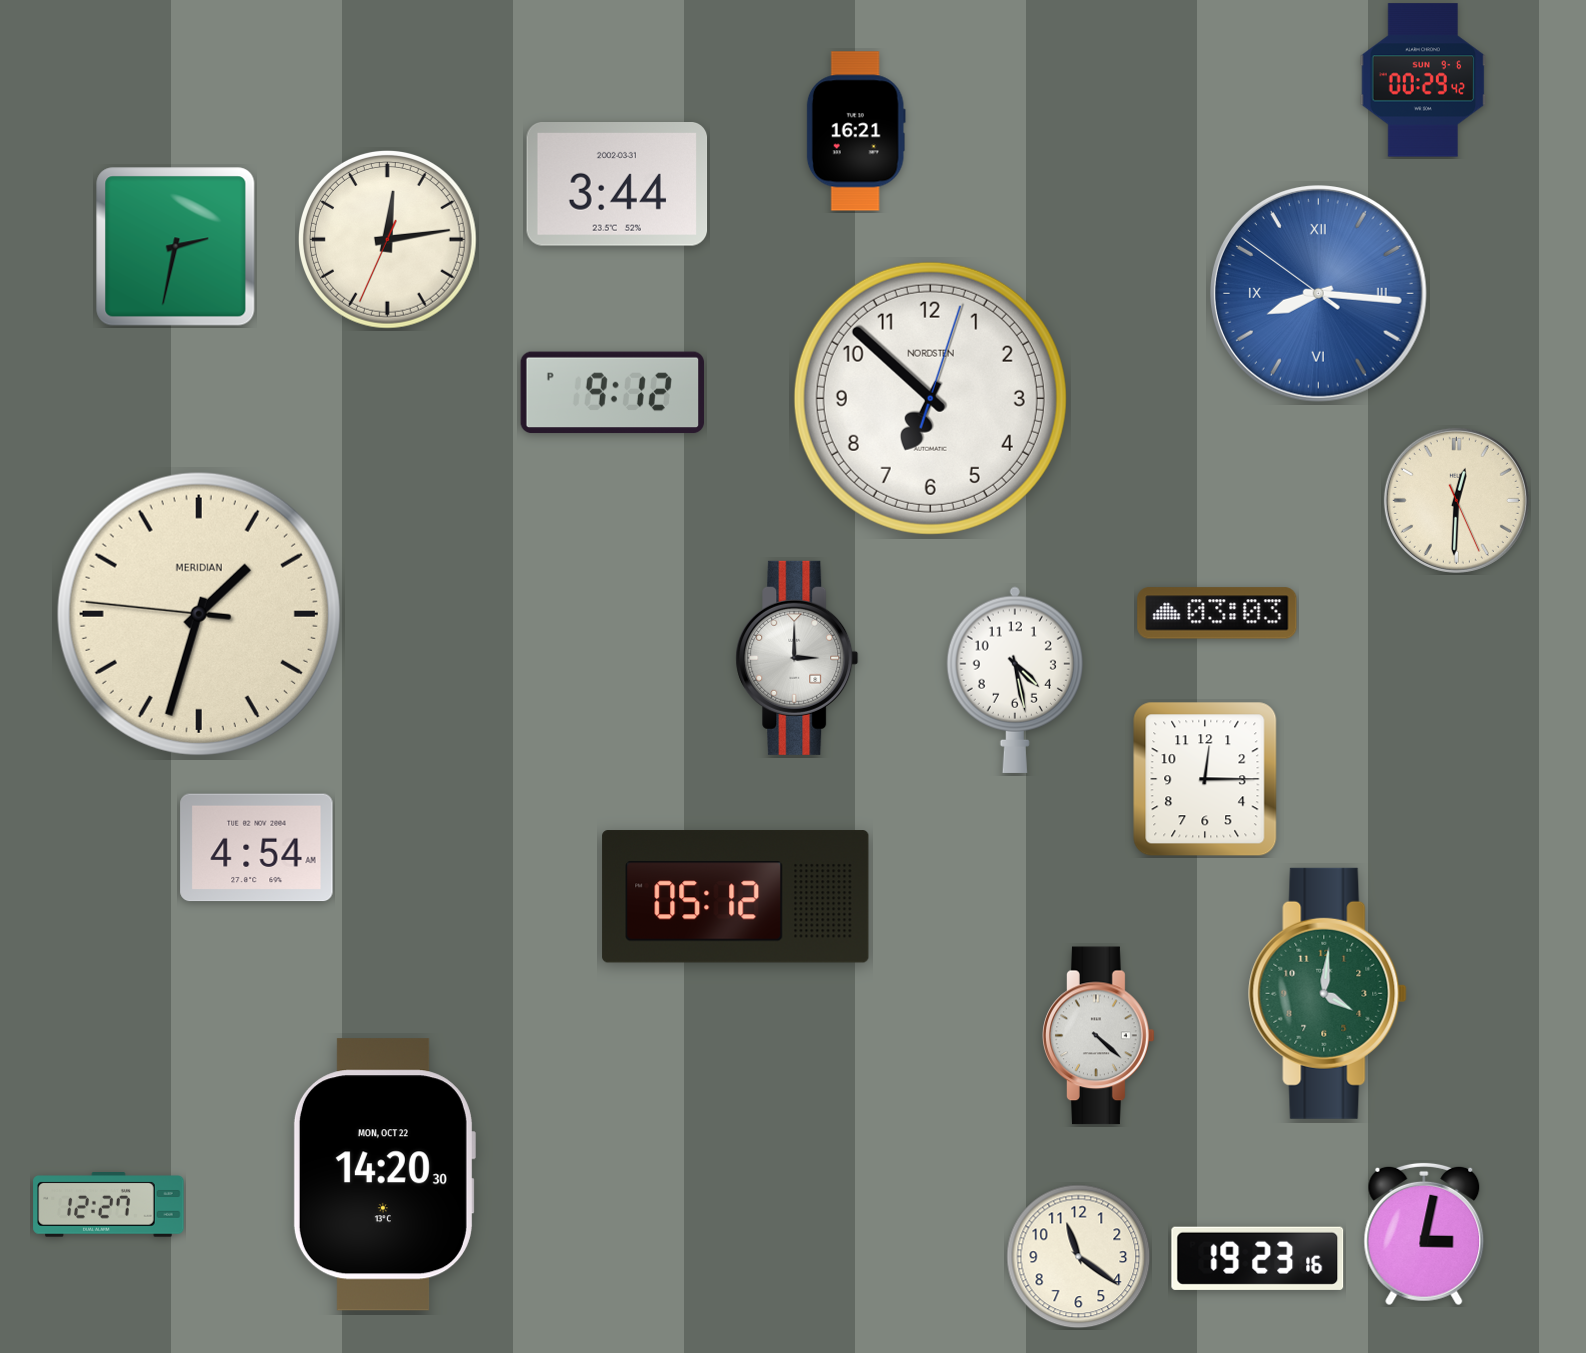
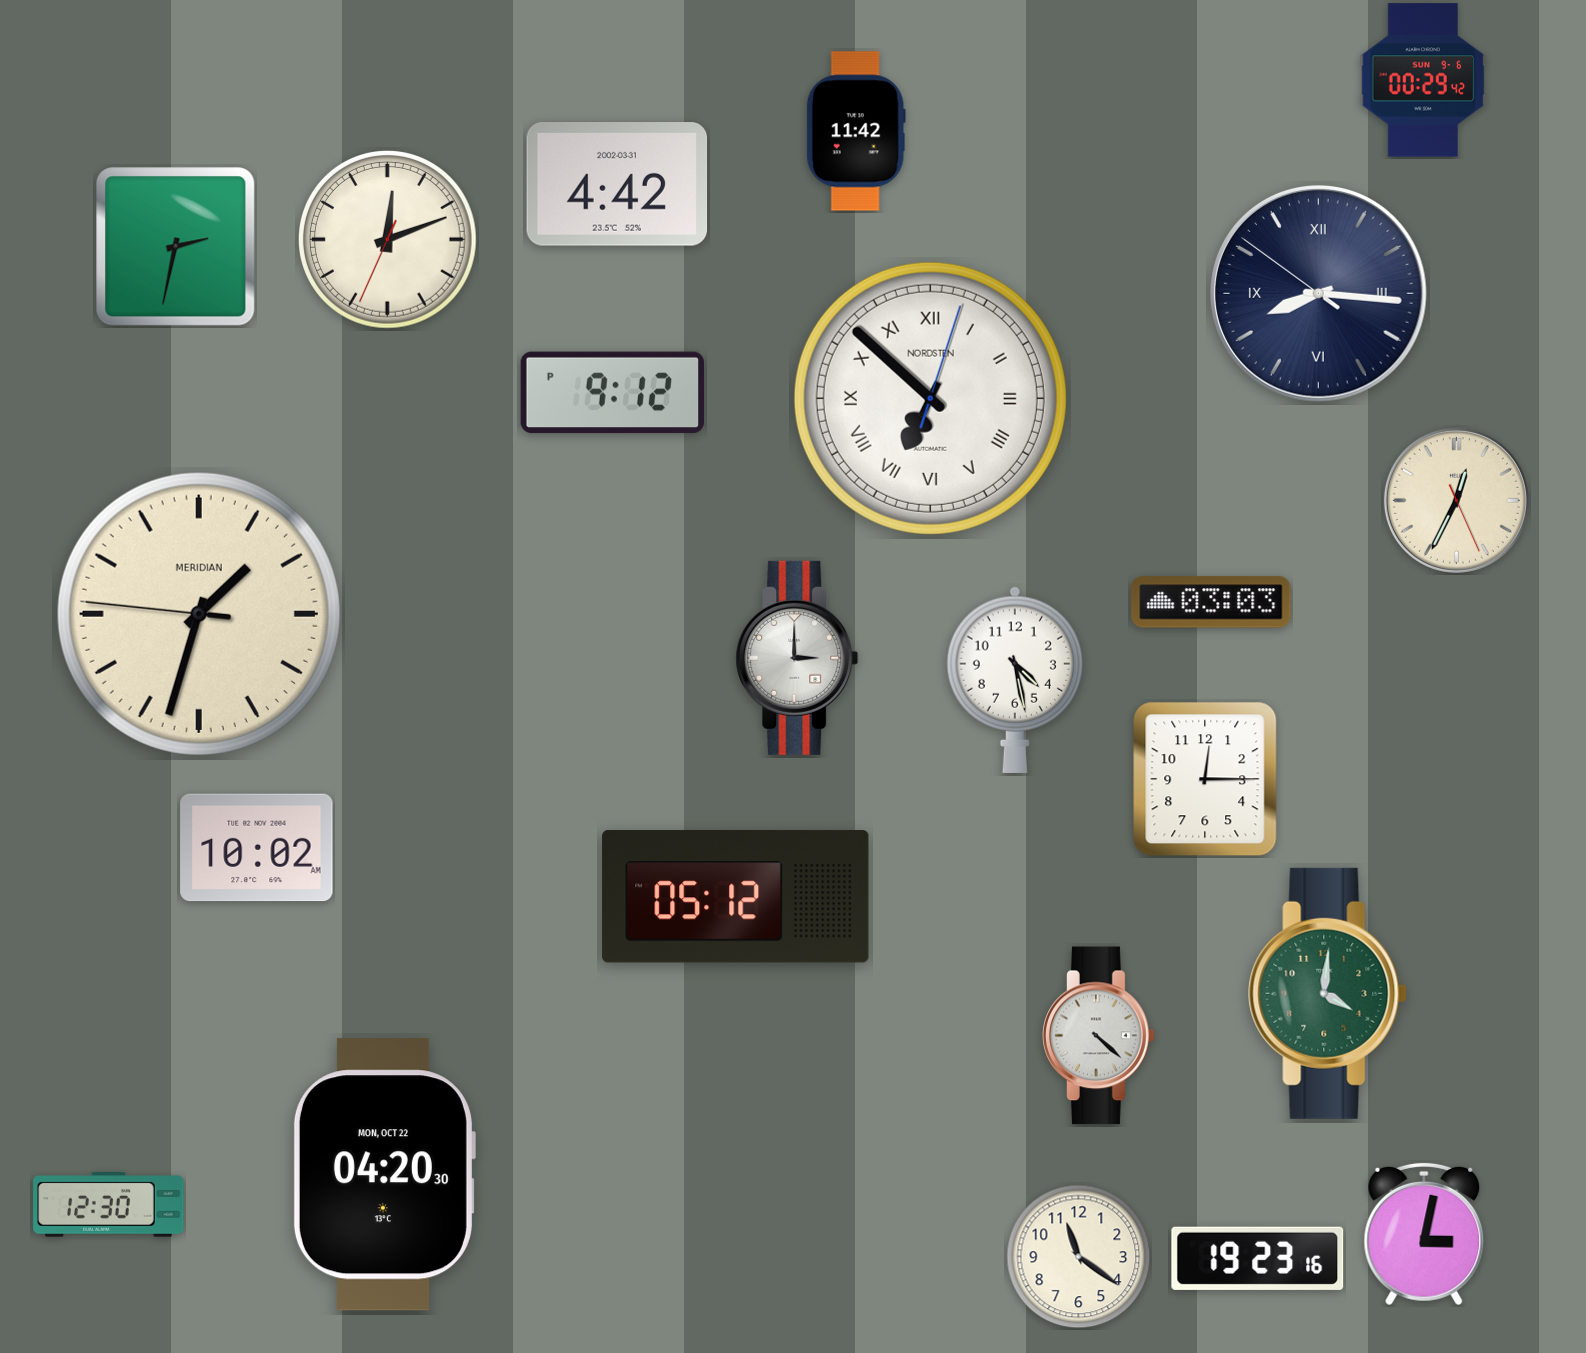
clock at (856, 131): 16:21 -> 11:42
clock at (617, 185): 3:44 -> 4:42
clock at (388, 240): 12:13 -> 12:11
clock at (1319, 294) dial: blue -> navy
clock at (930, 398) numerals: Arabic -> Roman
clock at (1456, 500): 12:30 -> 12:34
clock at (1217, 613) position: (1217, 613) -> (1211, 602)
clock at (257, 848): 4:54 -> 10:02
clock at (384, 1175): 14:20 -> 04:20
clock at (109, 1205): 12:27 -> 12:30
